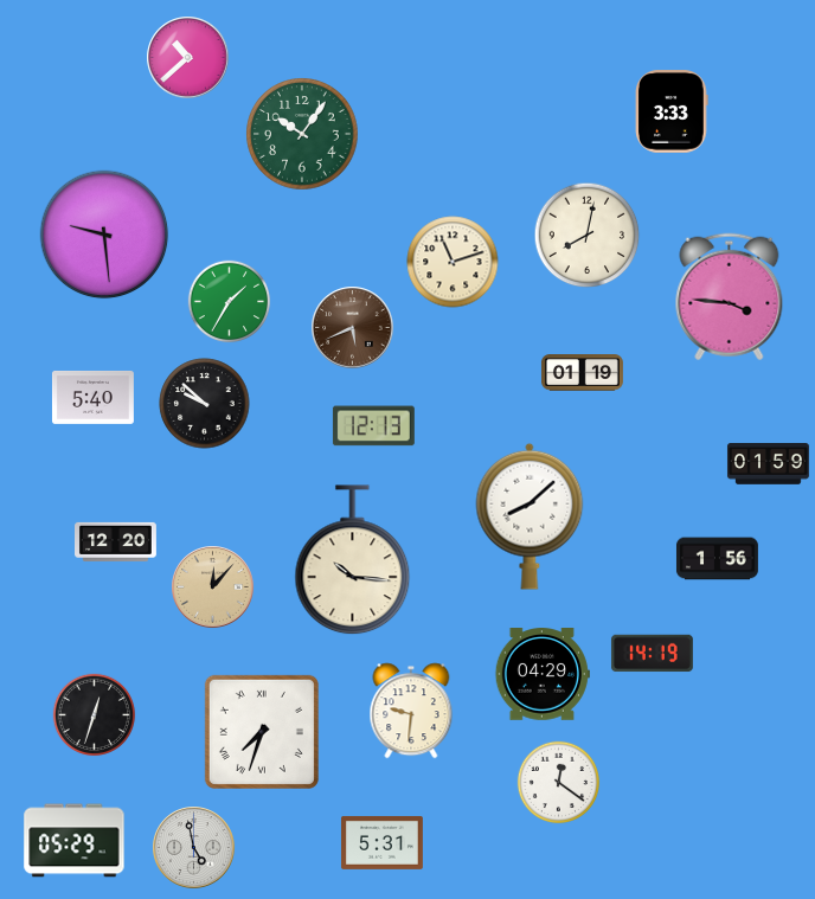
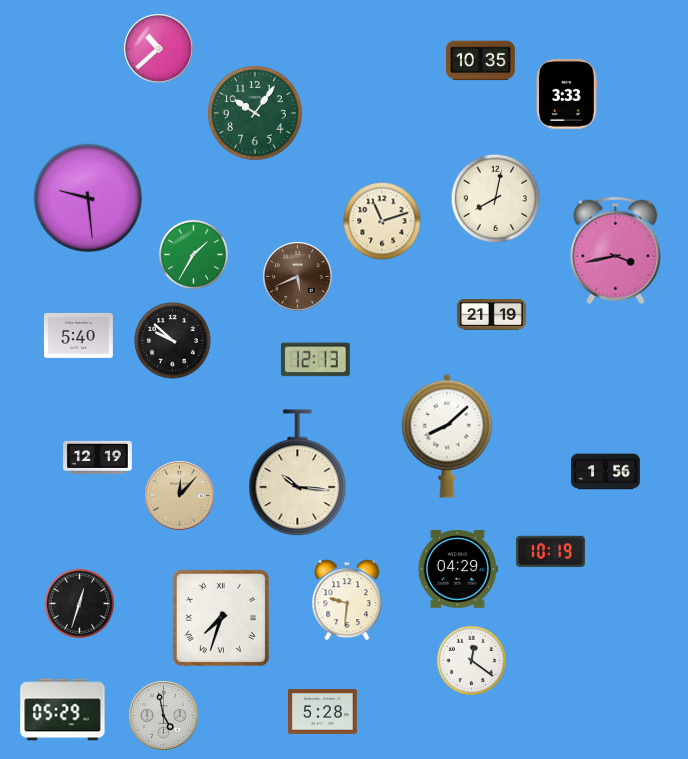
clock at (480, 61): none -> 10:35
clock at (730, 297): 3:46 -> 3:43
clock at (582, 373): 01:19 -> 21:19
clock at (768, 464): 01:59 -> none
clock at (116, 541): 12:20 -> 12:19
clock at (652, 654): 14:19 -> 10:19
clock at (381, 842): 5:31 -> 5:28
